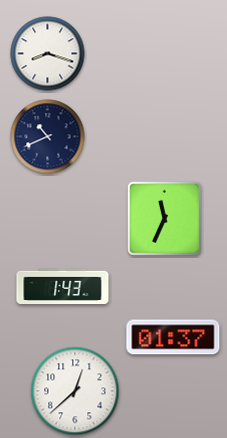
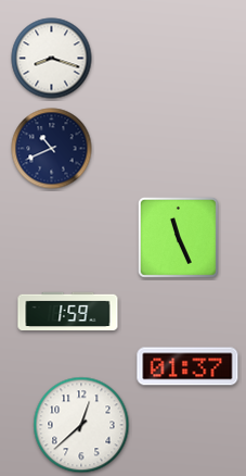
clock at (164, 218): 11:34 -> 11:26
clock at (63, 287): 1:43 -> 1:59
